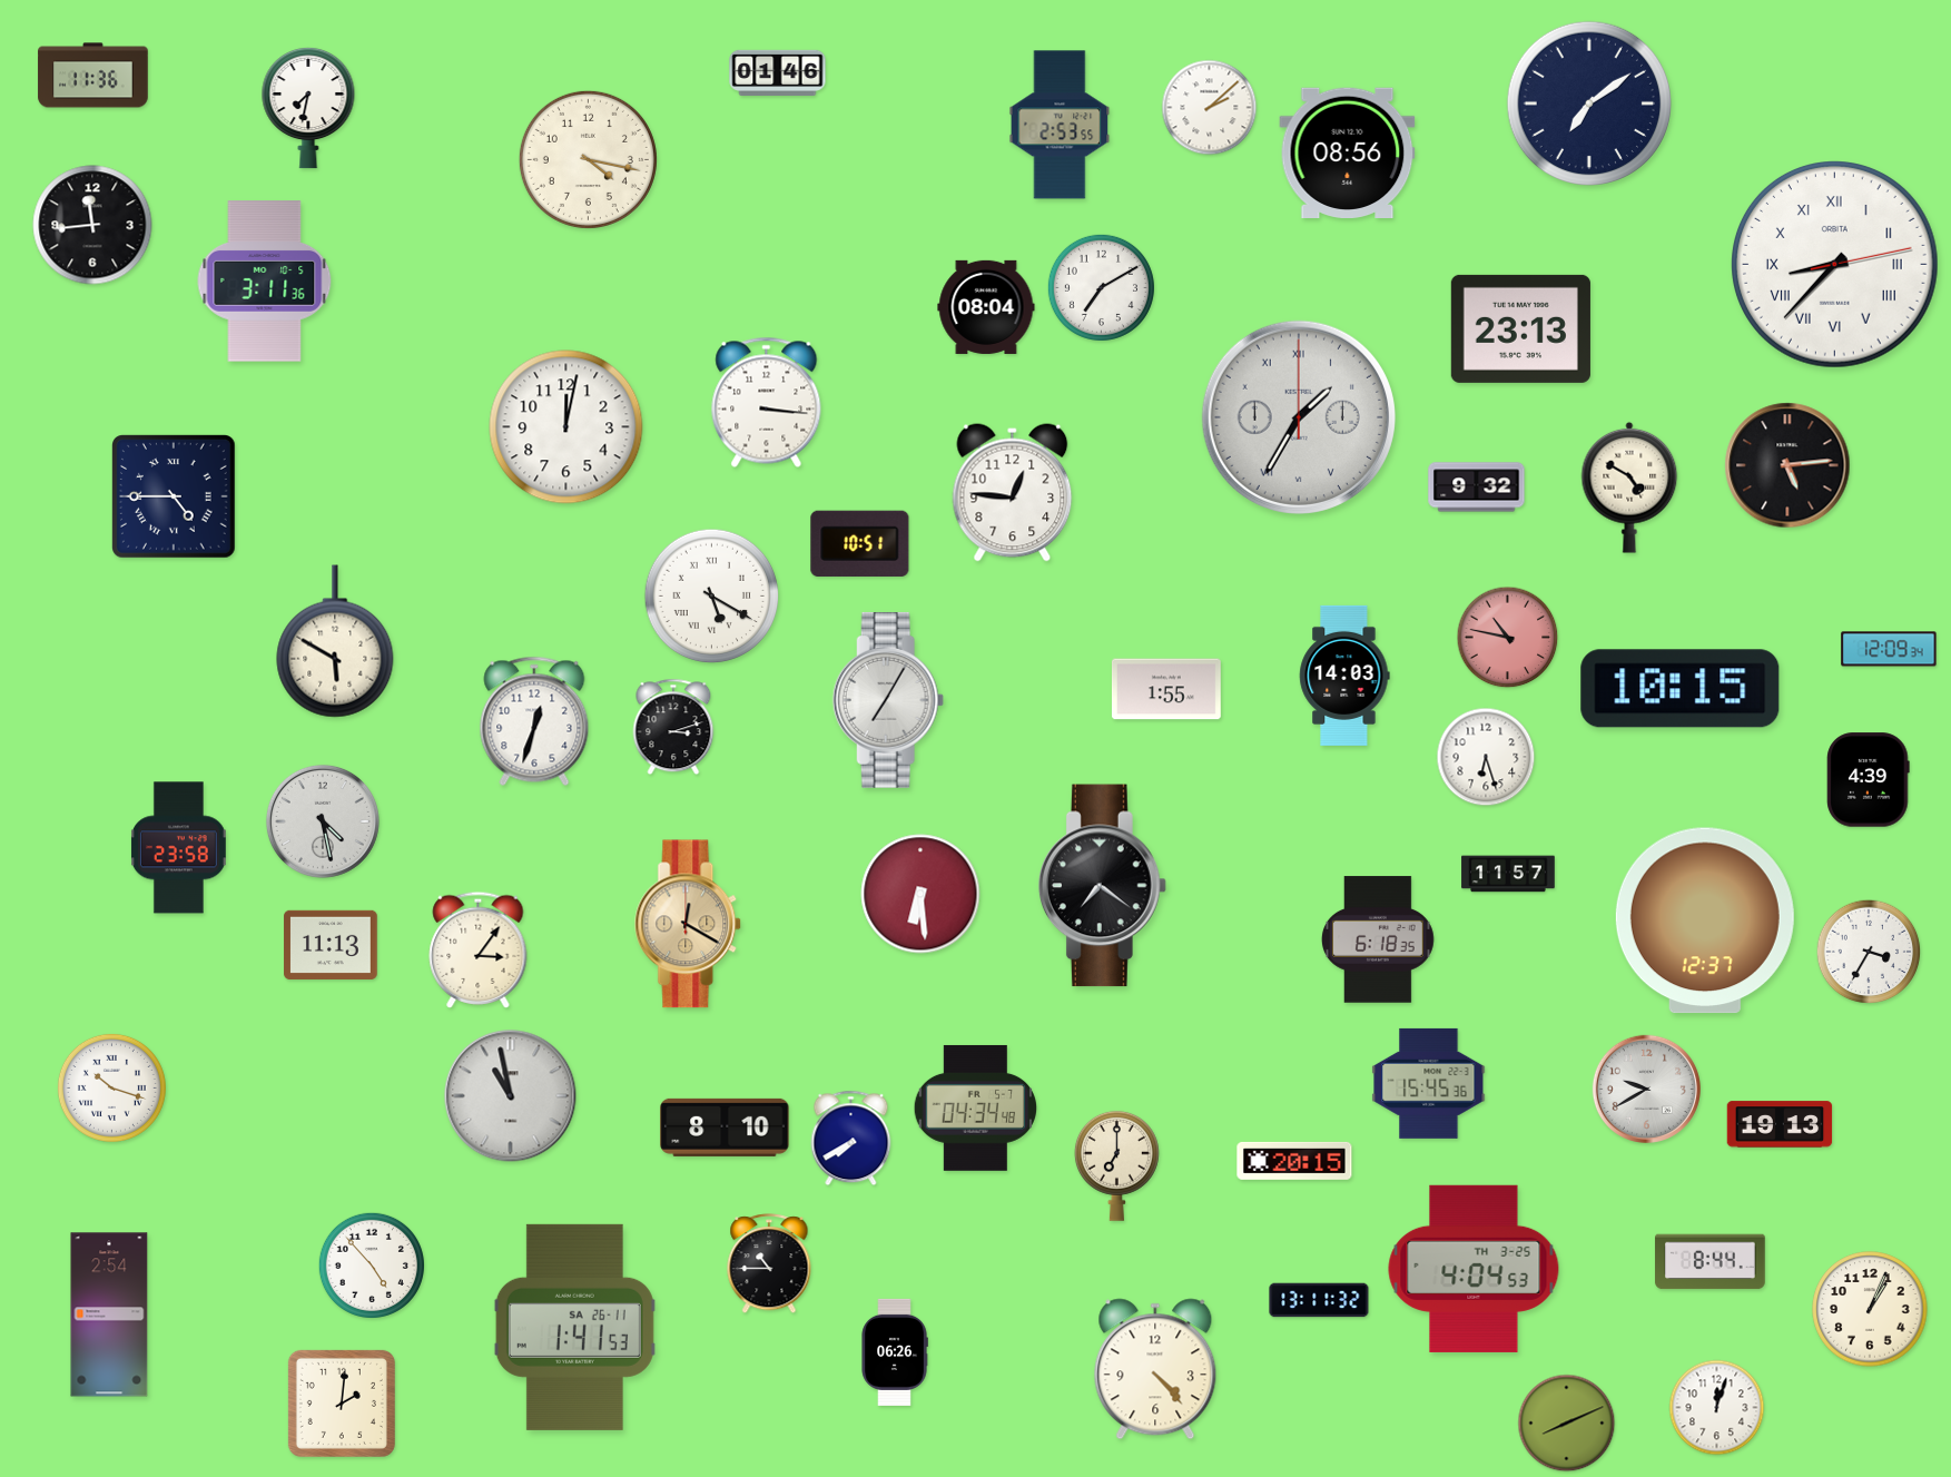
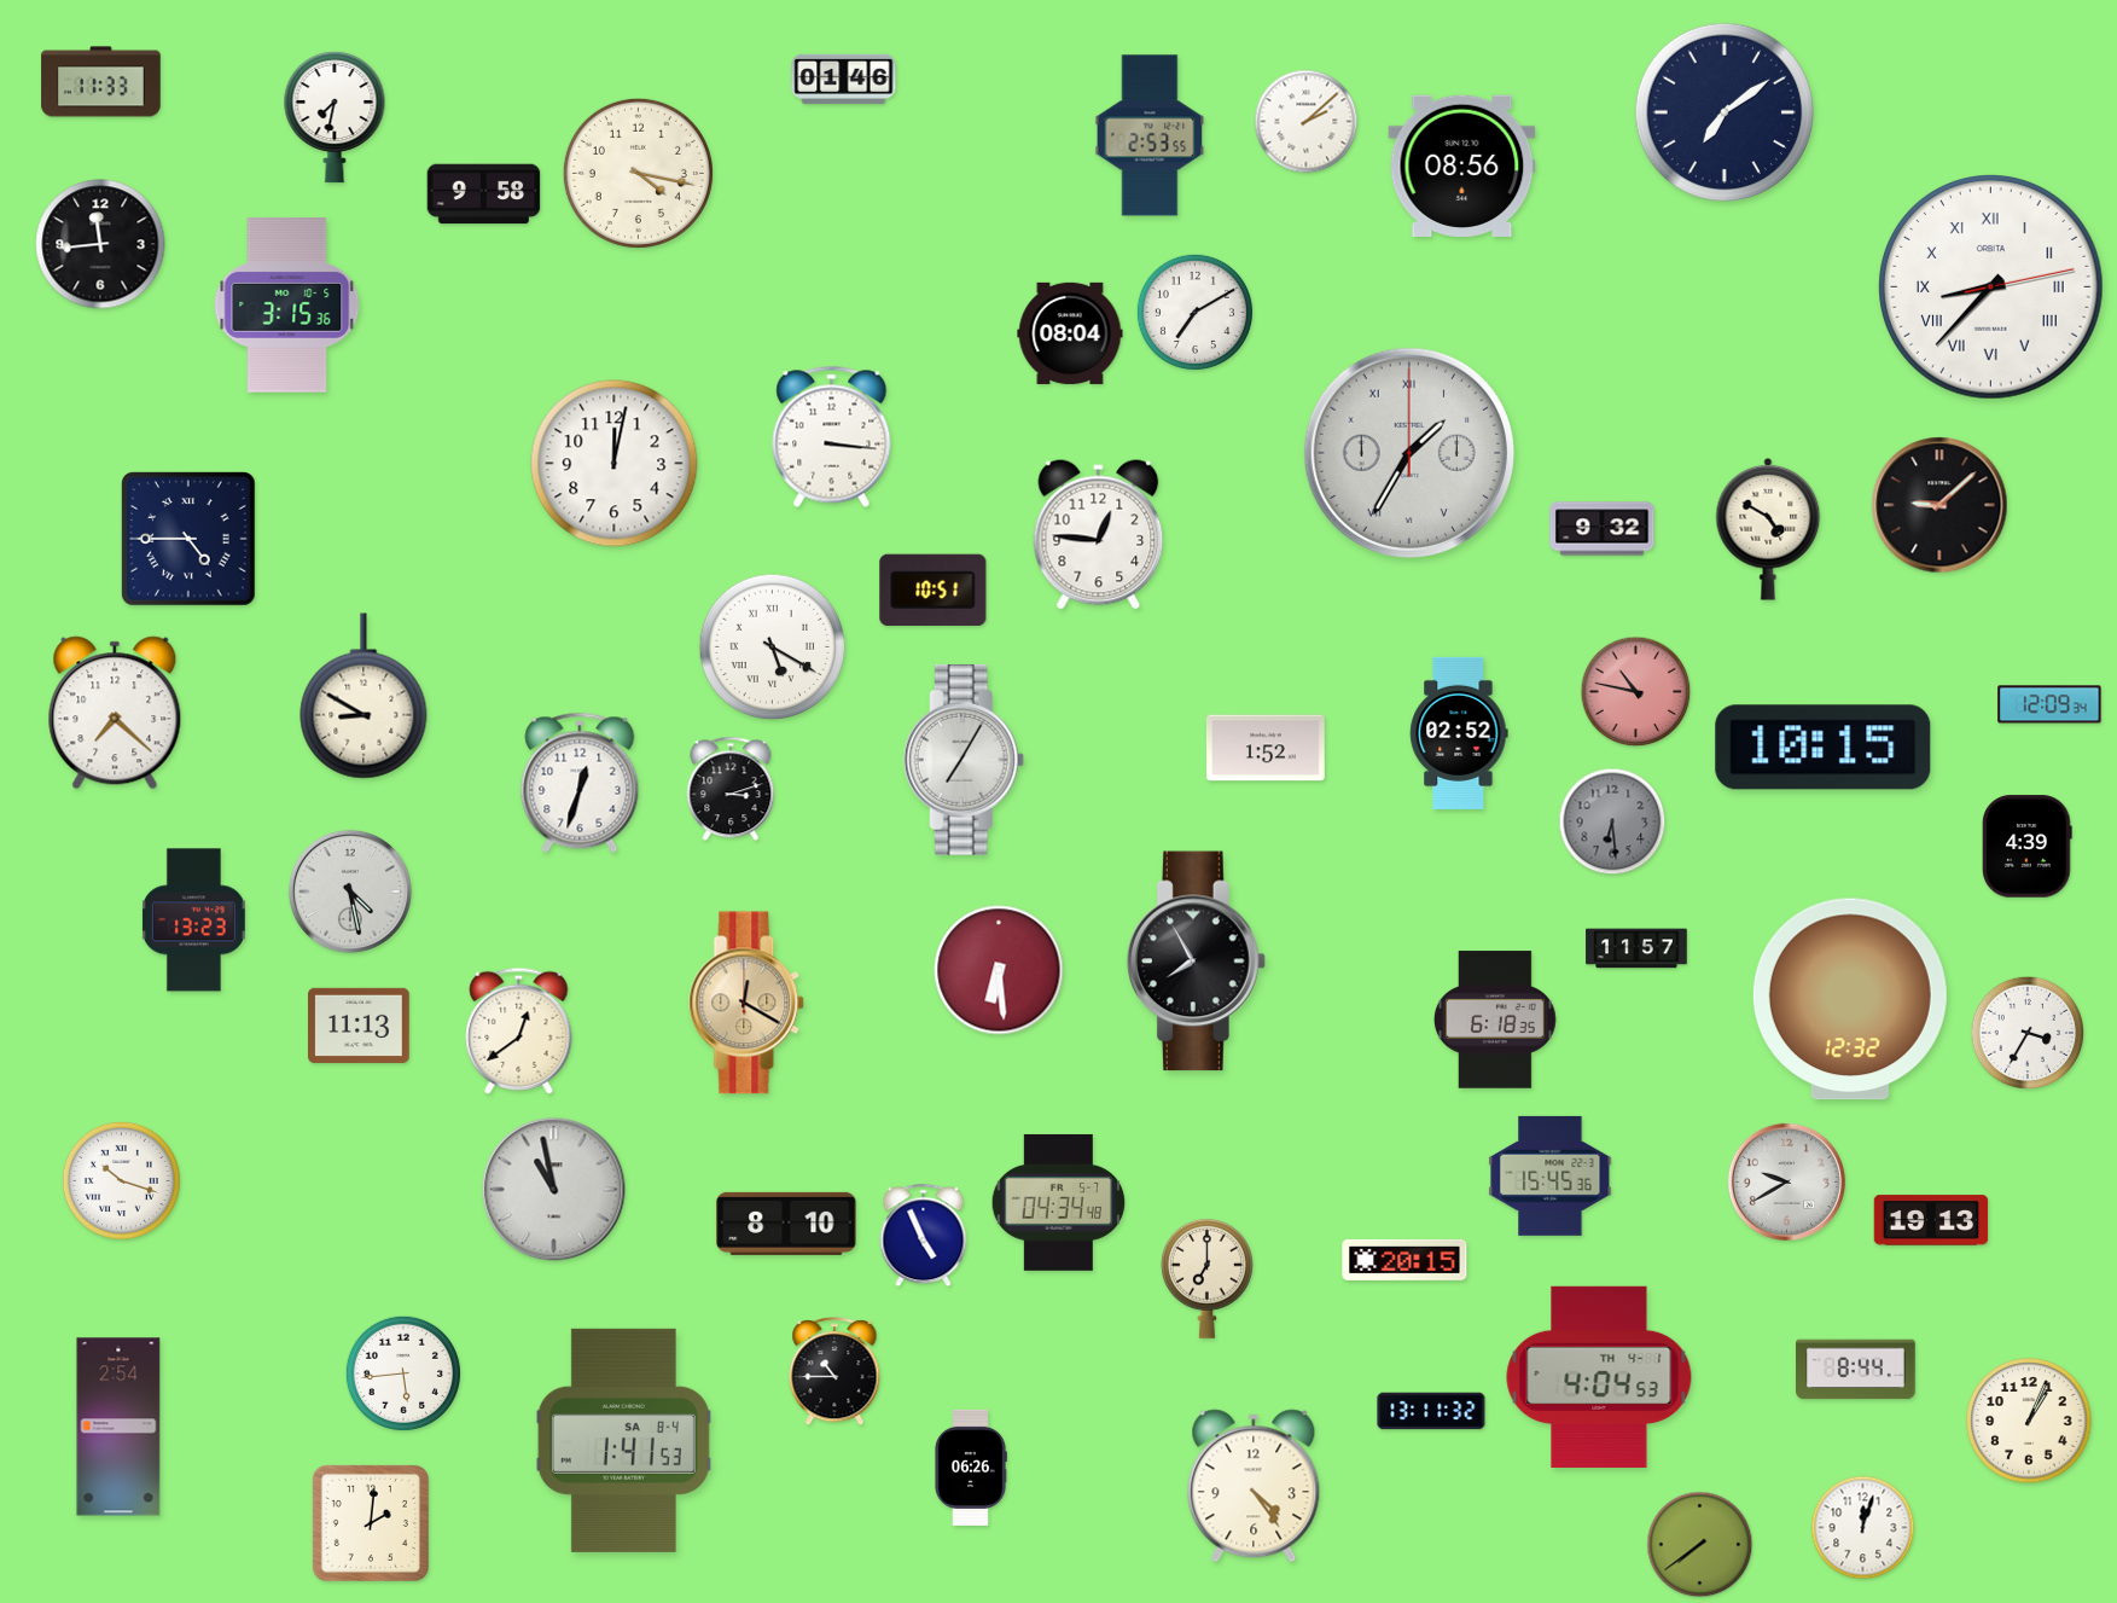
clock at (93, 76): 11:36 -> 11:33
clock at (1210, 108) position: (1210, 108) -> (1307, 122)
clock at (484, 194): none -> 9:58
clock at (265, 282): 3:11 -> 3:15
clock at (1520, 328): 23:13 -> none
clock at (1787, 465): 5:14 -> 9:08
clock at (335, 641): 5:50 -> 8:50
clock at (115, 713): none -> 7:22
clock at (1344, 676): 14:03 -> 02:52
clock at (1166, 689): 1:55 -> 1:52
clock at (1486, 757): 6:27 -> 6:29
clock at (1486, 757) dial: white -> grey
clock at (178, 848): 23:58 -> 13:23
clock at (1103, 886): 7:21 -> 7:55
clock at (1705, 920): 12:37 -> 12:32
clock at (479, 949): 3:06 -> 12:39
clock at (851, 1139): 7:40 -> 4:56
clock at (1116, 1165) position: (1116, 1165) -> (1206, 1278)
clock at (372, 1266): 4:53 -> 5:44
clock at (1474, 1269) date: TH 3-25 -> TH 4-1
clock at (574, 1327) date: SA 26-11 -> SA 8-4
clock at (1155, 1369): 4:23 -> 4:24
clock at (1567, 1424): 8:11 -> 7:39
